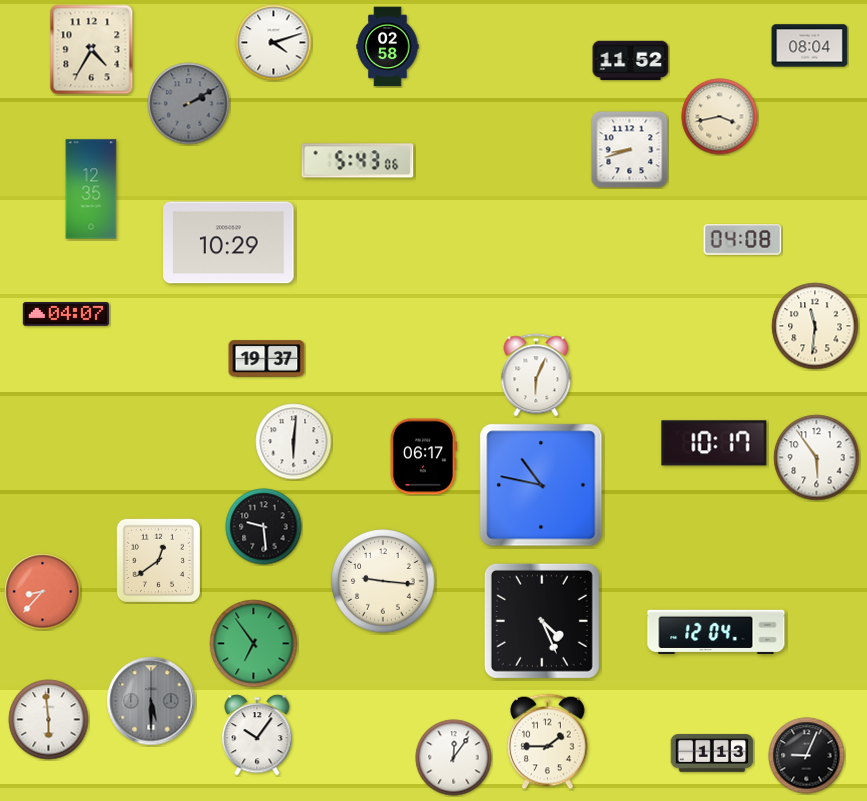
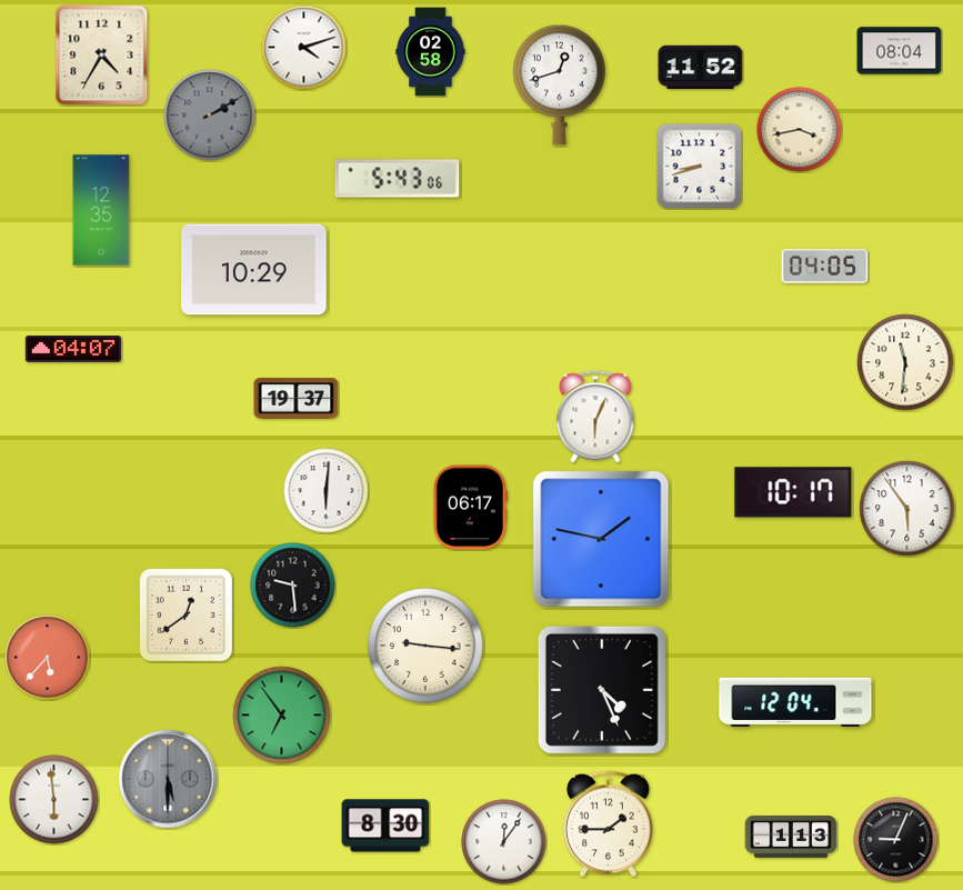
clock at (560, 84): none -> 12:42
clock at (743, 240): 04:08 -> 04:05
clock at (541, 485): 10:47 -> 1:47
clock at (158, 560) position: (158, 560) -> (185, 614)
clock at (43, 592): 8:37 -> 5:37
clock at (257, 735): 10:06 -> none
clock at (385, 826): none -> 8:30
